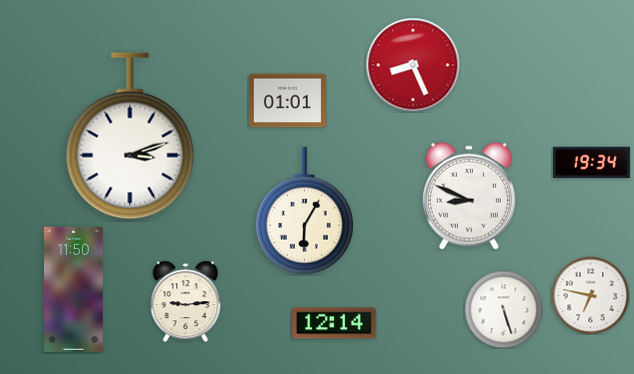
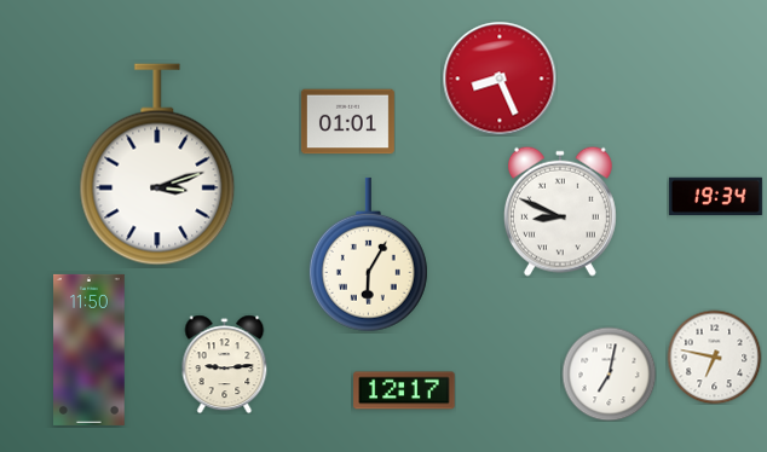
clock at (469, 196) position: (469, 196) -> (560, 211)
clock at (503, 309): 5:27 -> 7:02
clock at (334, 323): 12:14 -> 12:17
